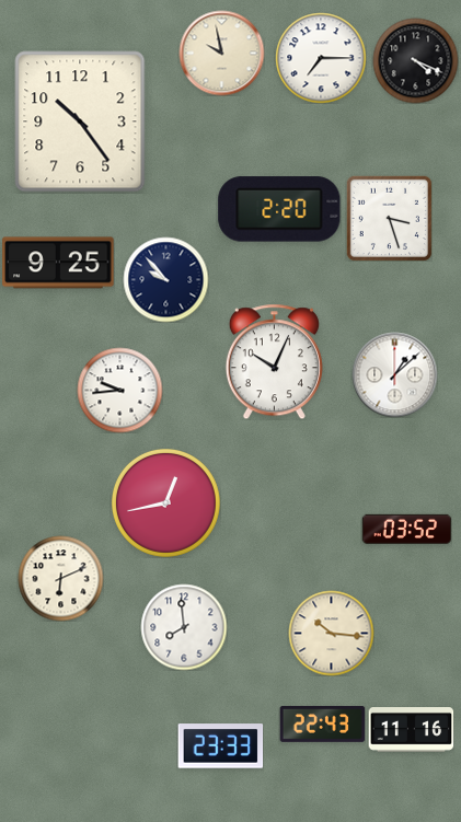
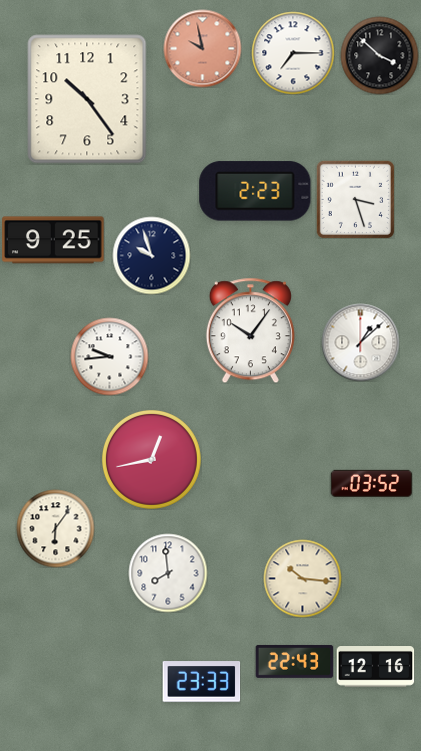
clock at (221, 53) dial: cream -> salmon
clock at (415, 60): 4:19 -> 3:52
clock at (80, 121) position: (80, 121) -> (87, 99)
clock at (279, 209): 2:20 -> 2:23
clock at (165, 279): 9:53 -> 9:57
clock at (274, 361): 10:04 -> 10:06
clock at (60, 578): 6:11 -> 6:06
clock at (411, 730): 11:16 -> 12:16
